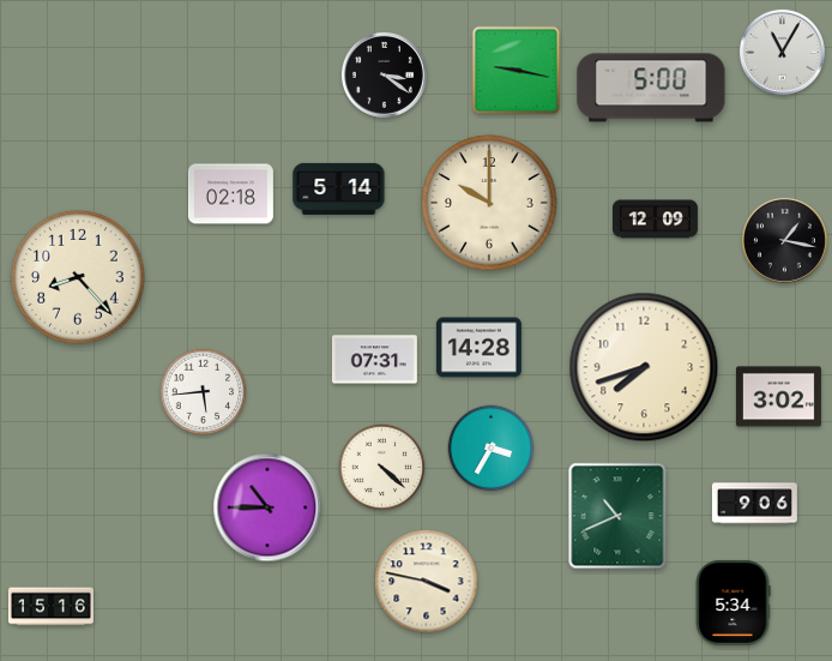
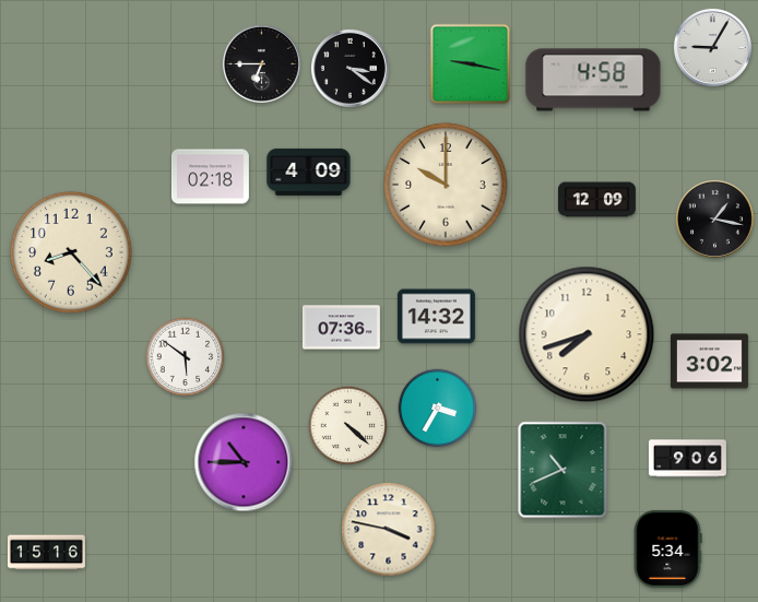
clock at (782, 52): 11:05 -> 9:05
clock at (261, 63): none -> 6:45
clock at (651, 88): 5:00 -> 4:58
clock at (339, 188): 5:14 -> 4:09
clock at (478, 348): 14:28 -> 14:32
clock at (374, 360): 07:31 -> 07:36
clock at (204, 392): 5:44 -> 5:51
clock at (492, 449) position: (492, 449) -> (438, 409)
